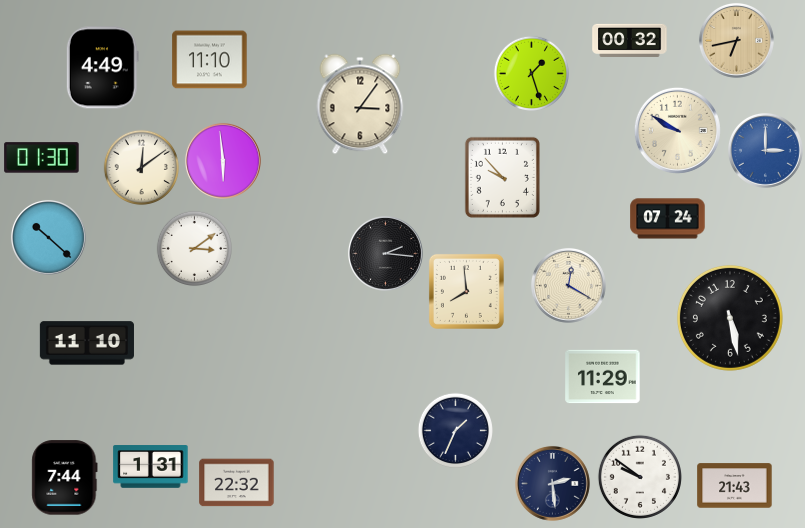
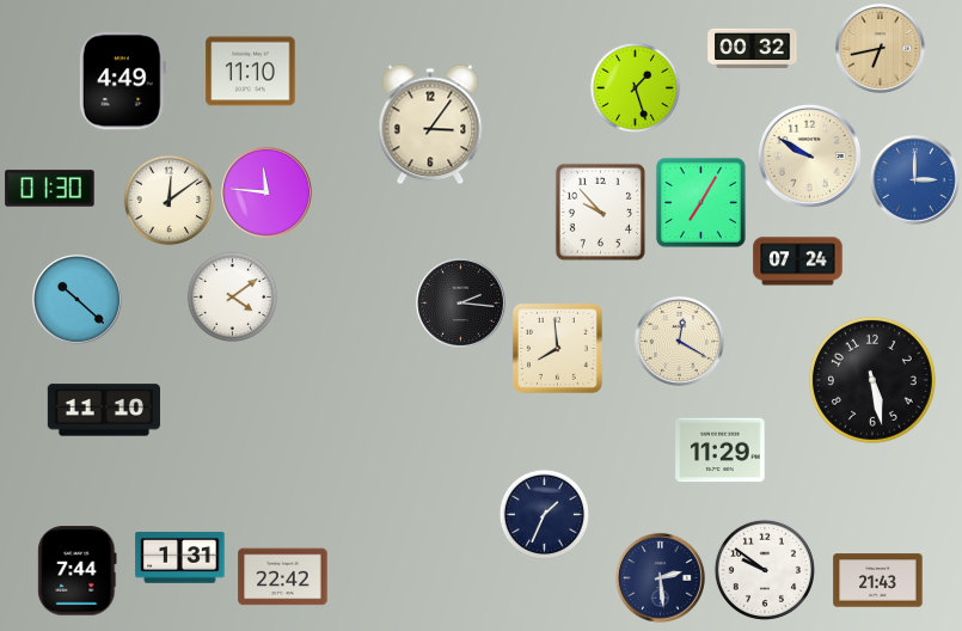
clock at (223, 161): 5:59 -> 11:46
clock at (700, 202): none -> 7:05
clock at (48, 237) position: (48, 237) -> (76, 299)
clock at (195, 249): 3:09 -> 4:09
clock at (237, 483): 22:32 -> 22:42
